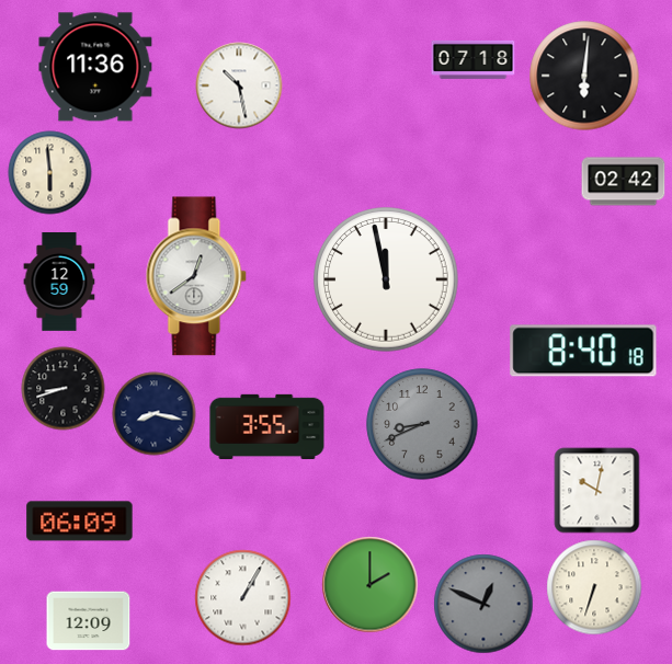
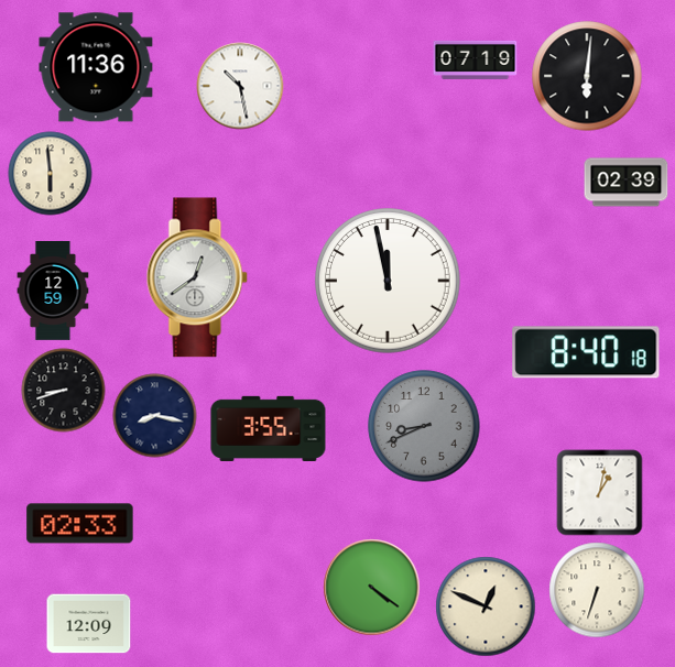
clock at (474, 59): 07:18 -> 07:19
clock at (624, 182): 02:42 -> 02:39
clock at (59, 283) position: (59, 283) -> (53, 292)
clock at (597, 491): 10:02 -> 1:02
clock at (80, 522): 06:09 -> 02:33
clock at (371, 585): 2:00 -> 4:21
clock at (243, 598): 1:05 -> none
clock at (483, 604) dial: grey -> cream
